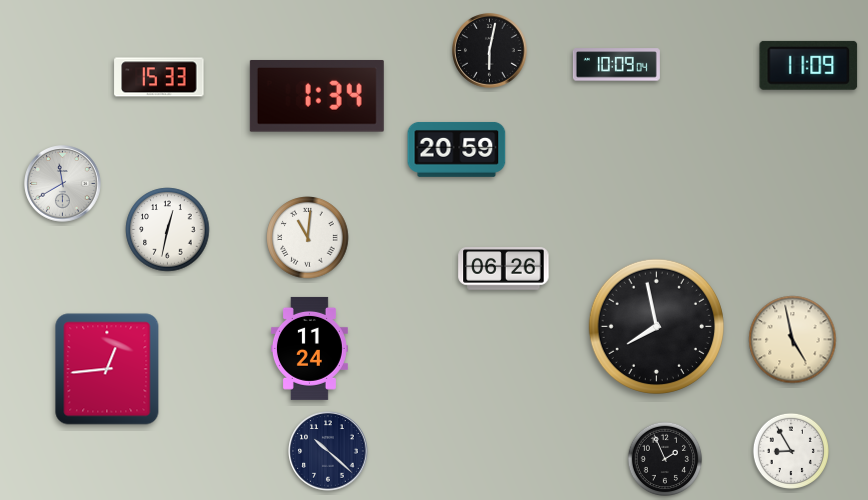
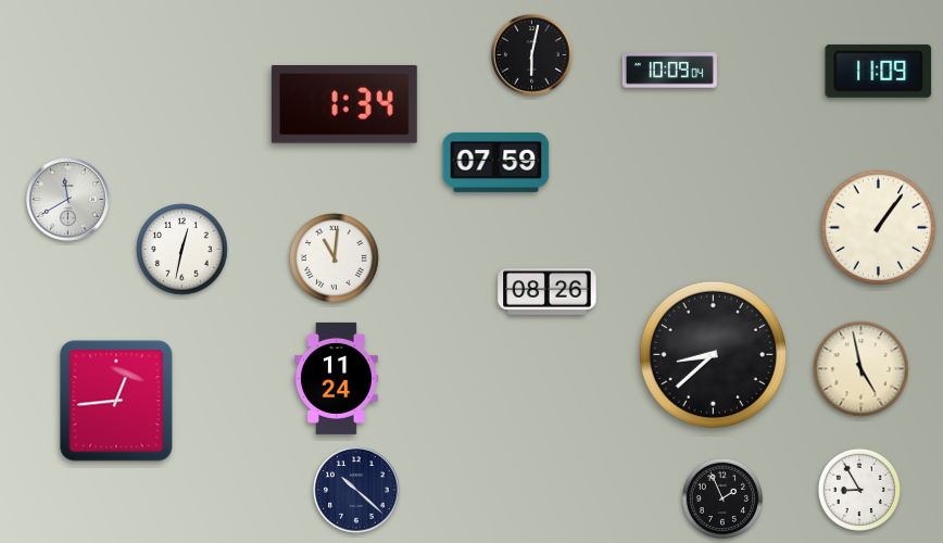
clock at (159, 77): 15:33 -> none
clock at (457, 149): 20:59 -> 07:59
clock at (878, 227): none -> 1:06
clock at (504, 269): 06:26 -> 08:26
clock at (656, 326): 7:58 -> 8:38
